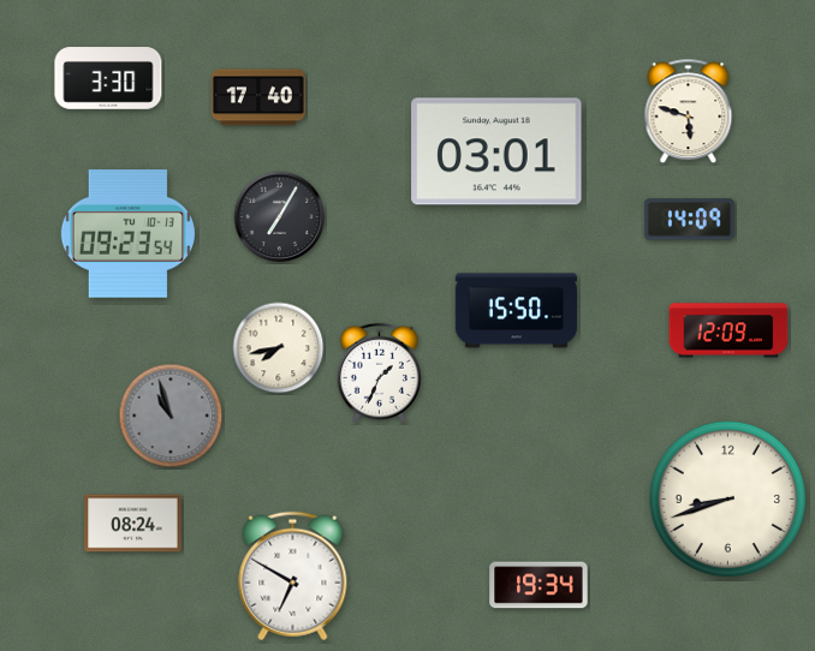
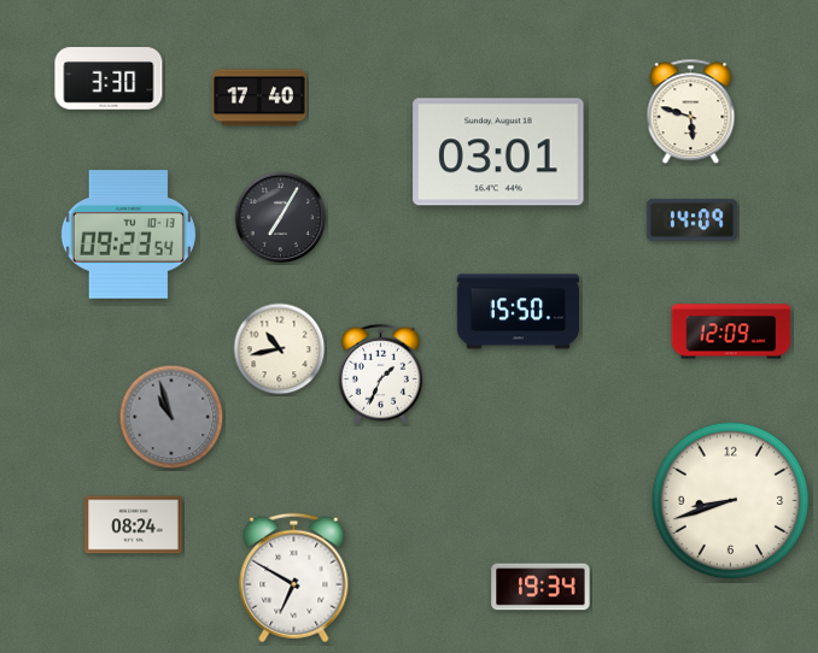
clock at (279, 348): 7:43 -> 10:43
